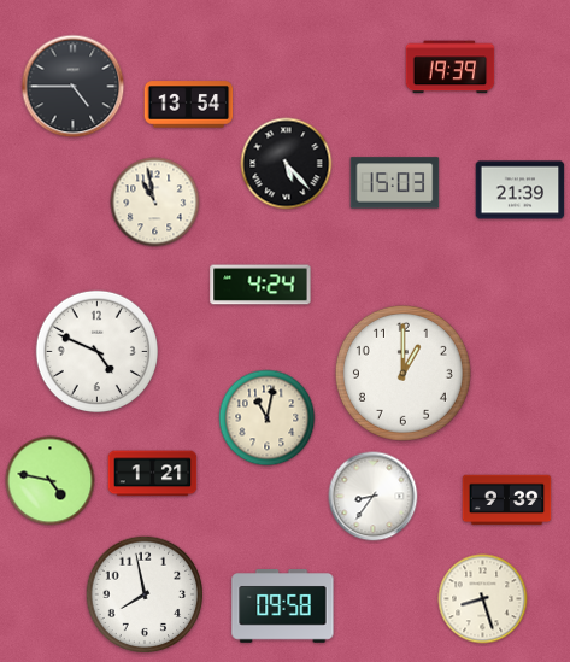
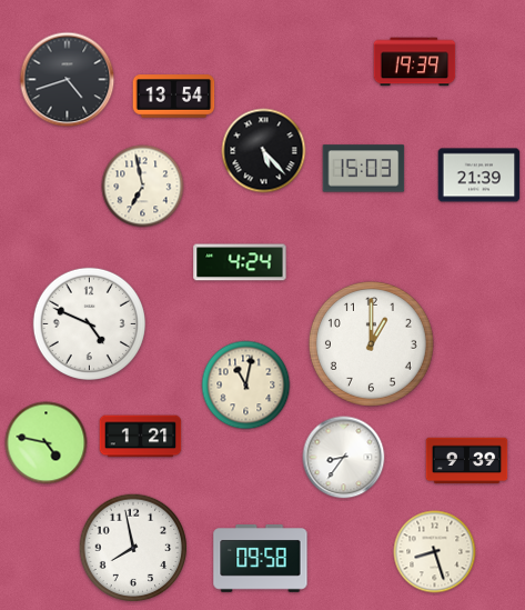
clock at (74, 87): 4:45 -> 4:42
clock at (155, 203): 10:58 -> 6:58
clock at (483, 599) position: (483, 599) -> (435, 552)
